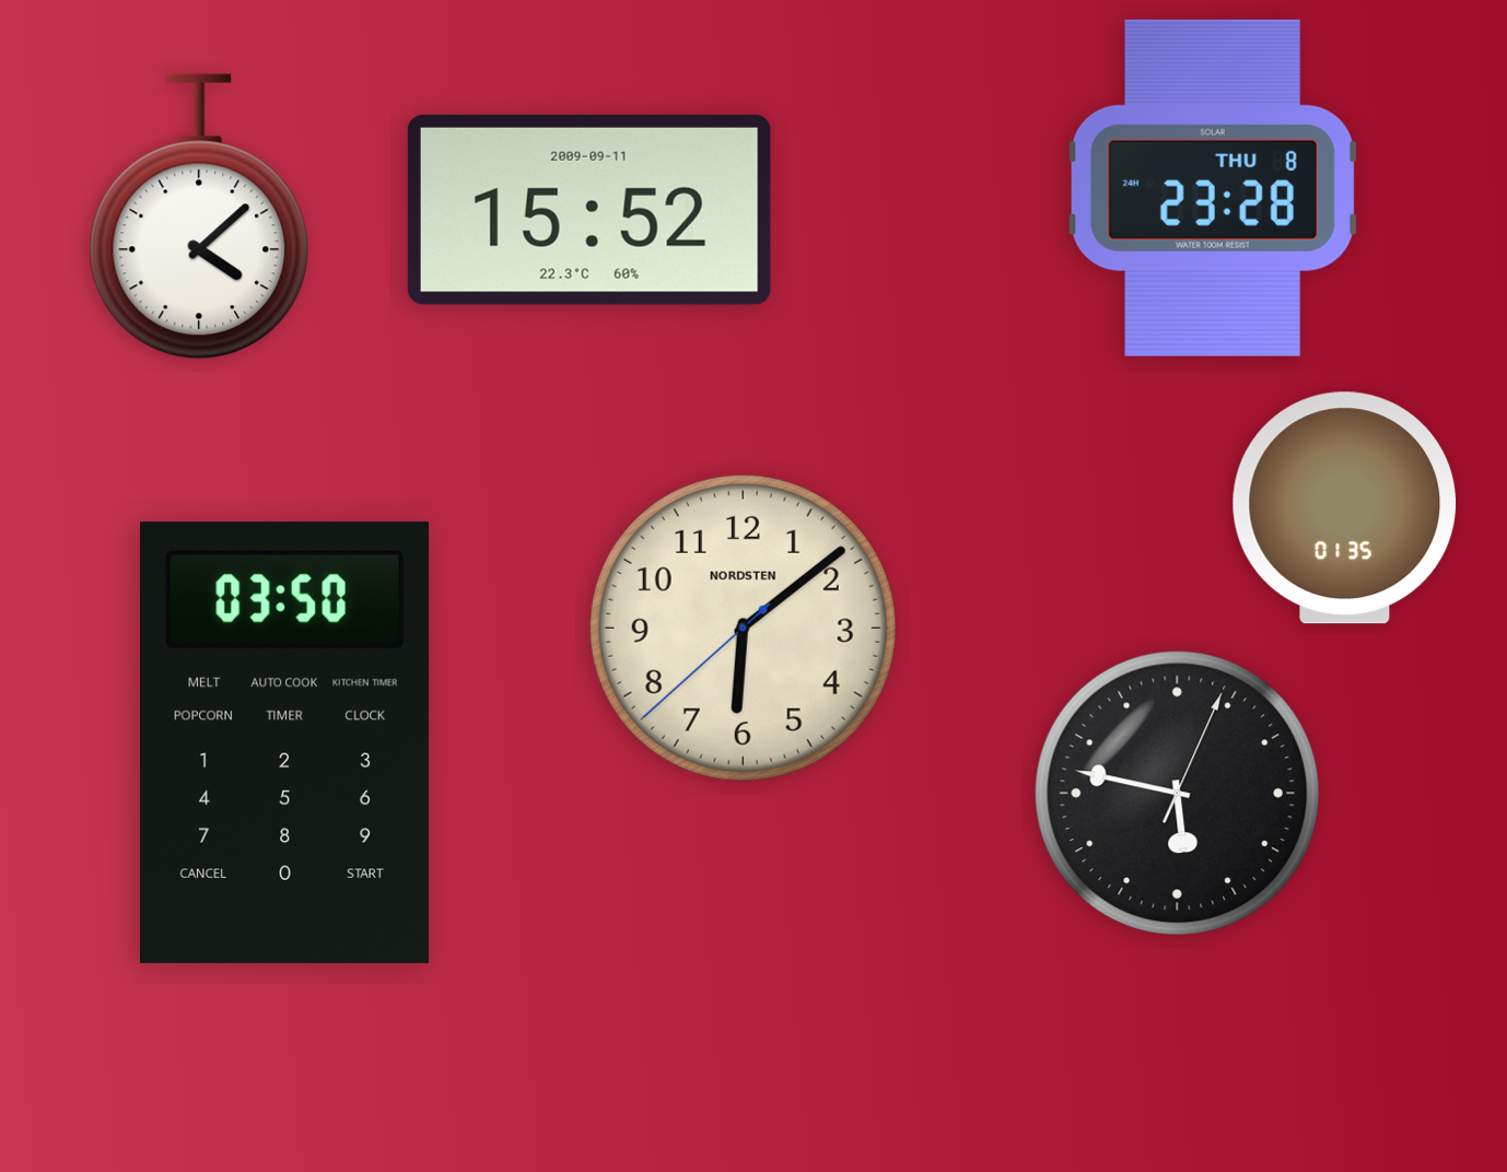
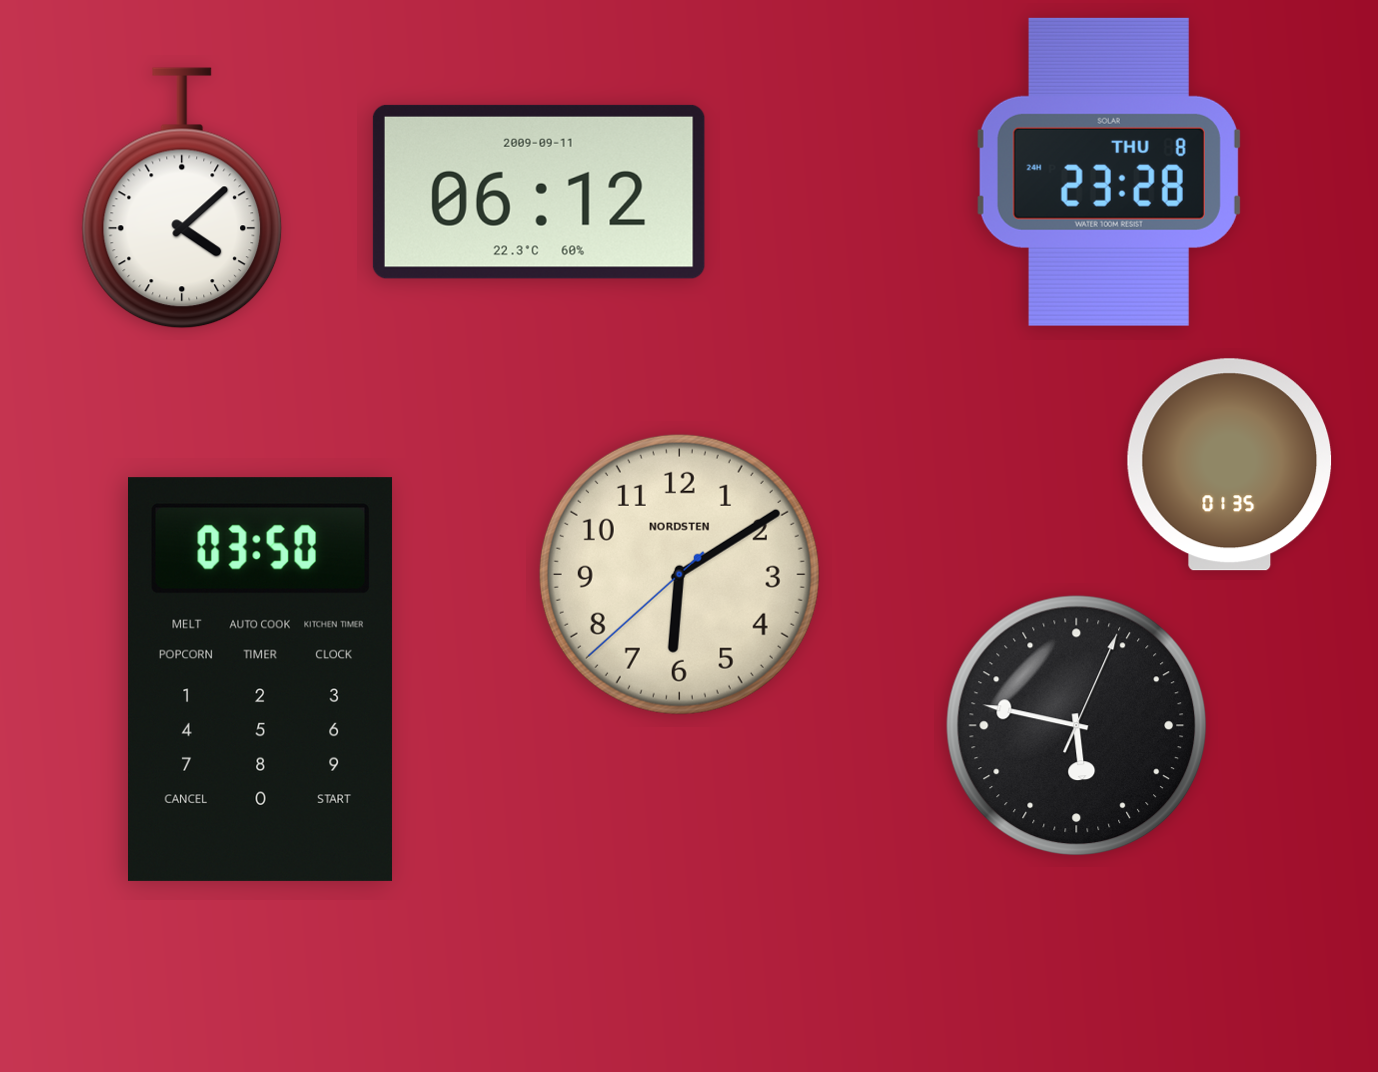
clock at (589, 210): 15:52 -> 06:12
clock at (743, 628): 6:08 -> 6:09
